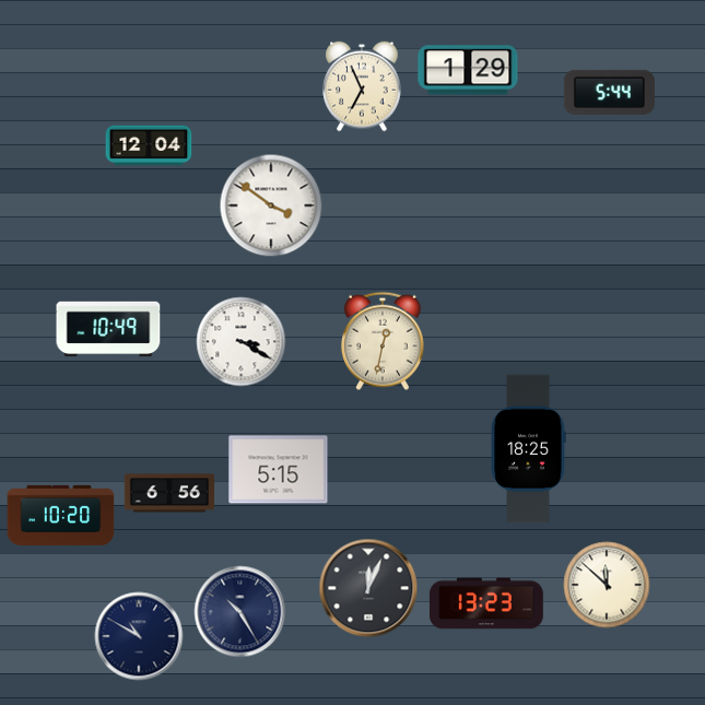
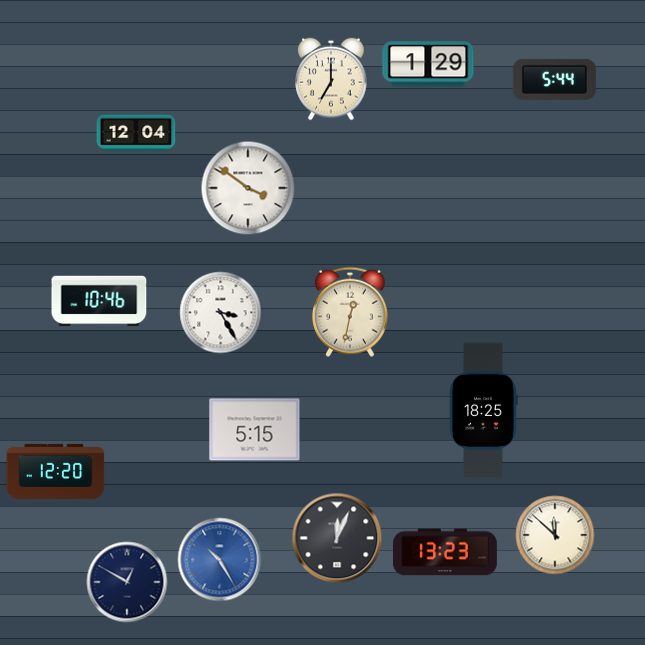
clock at (362, 86): 6:56 -> 7:00
clock at (609, 92) position: (609, 92) -> (554, 79)
clock at (108, 329): 10:49 -> 10:46
clock at (242, 342): 3:20 -> 3:25
clock at (168, 493): 6:56 -> none
clock at (61, 515): 10:20 -> 12:20
clock at (240, 612) dial: navy -> blue
clock at (139, 636): 10:50 -> 12:50
